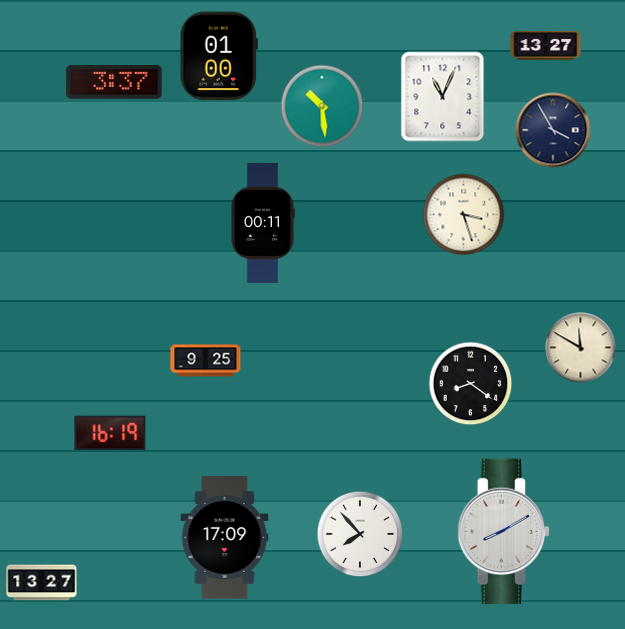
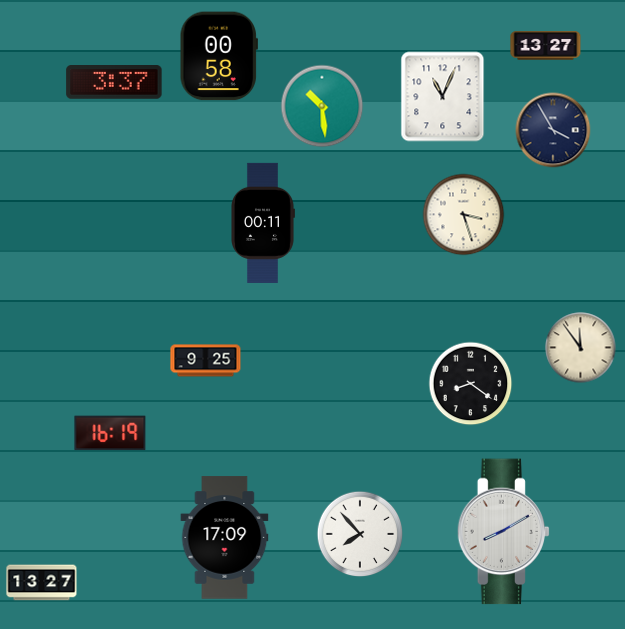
clock at (219, 56): 01:00 -> 00:58
clock at (581, 348): 11:50 -> 11:54
